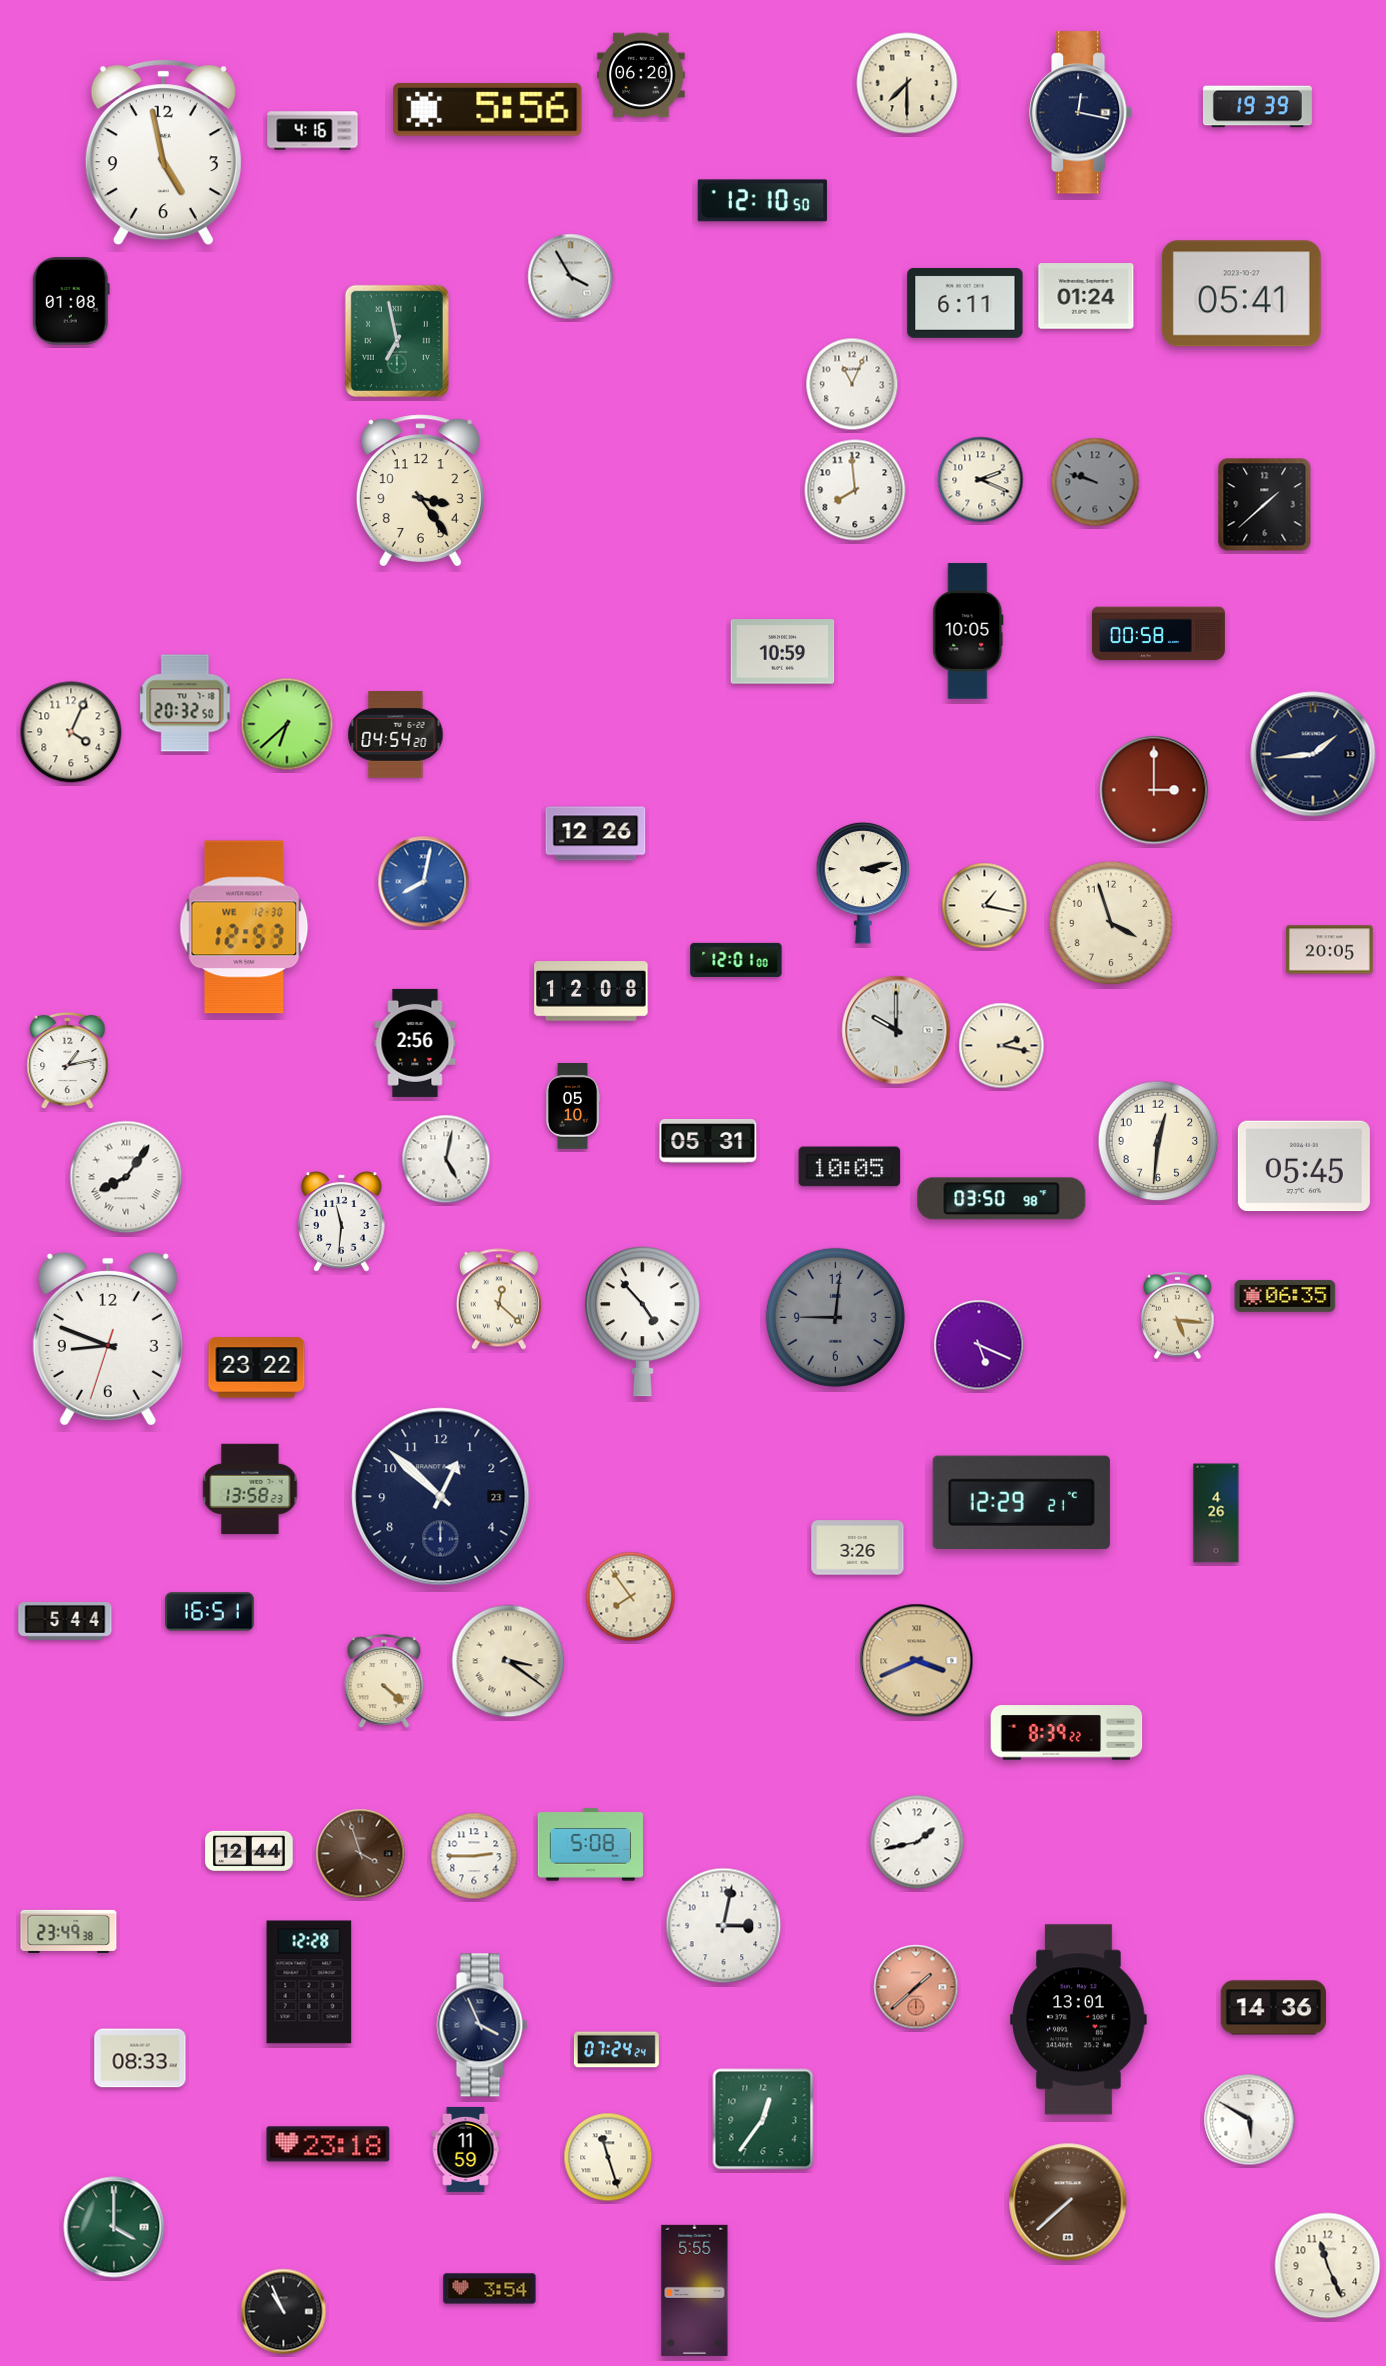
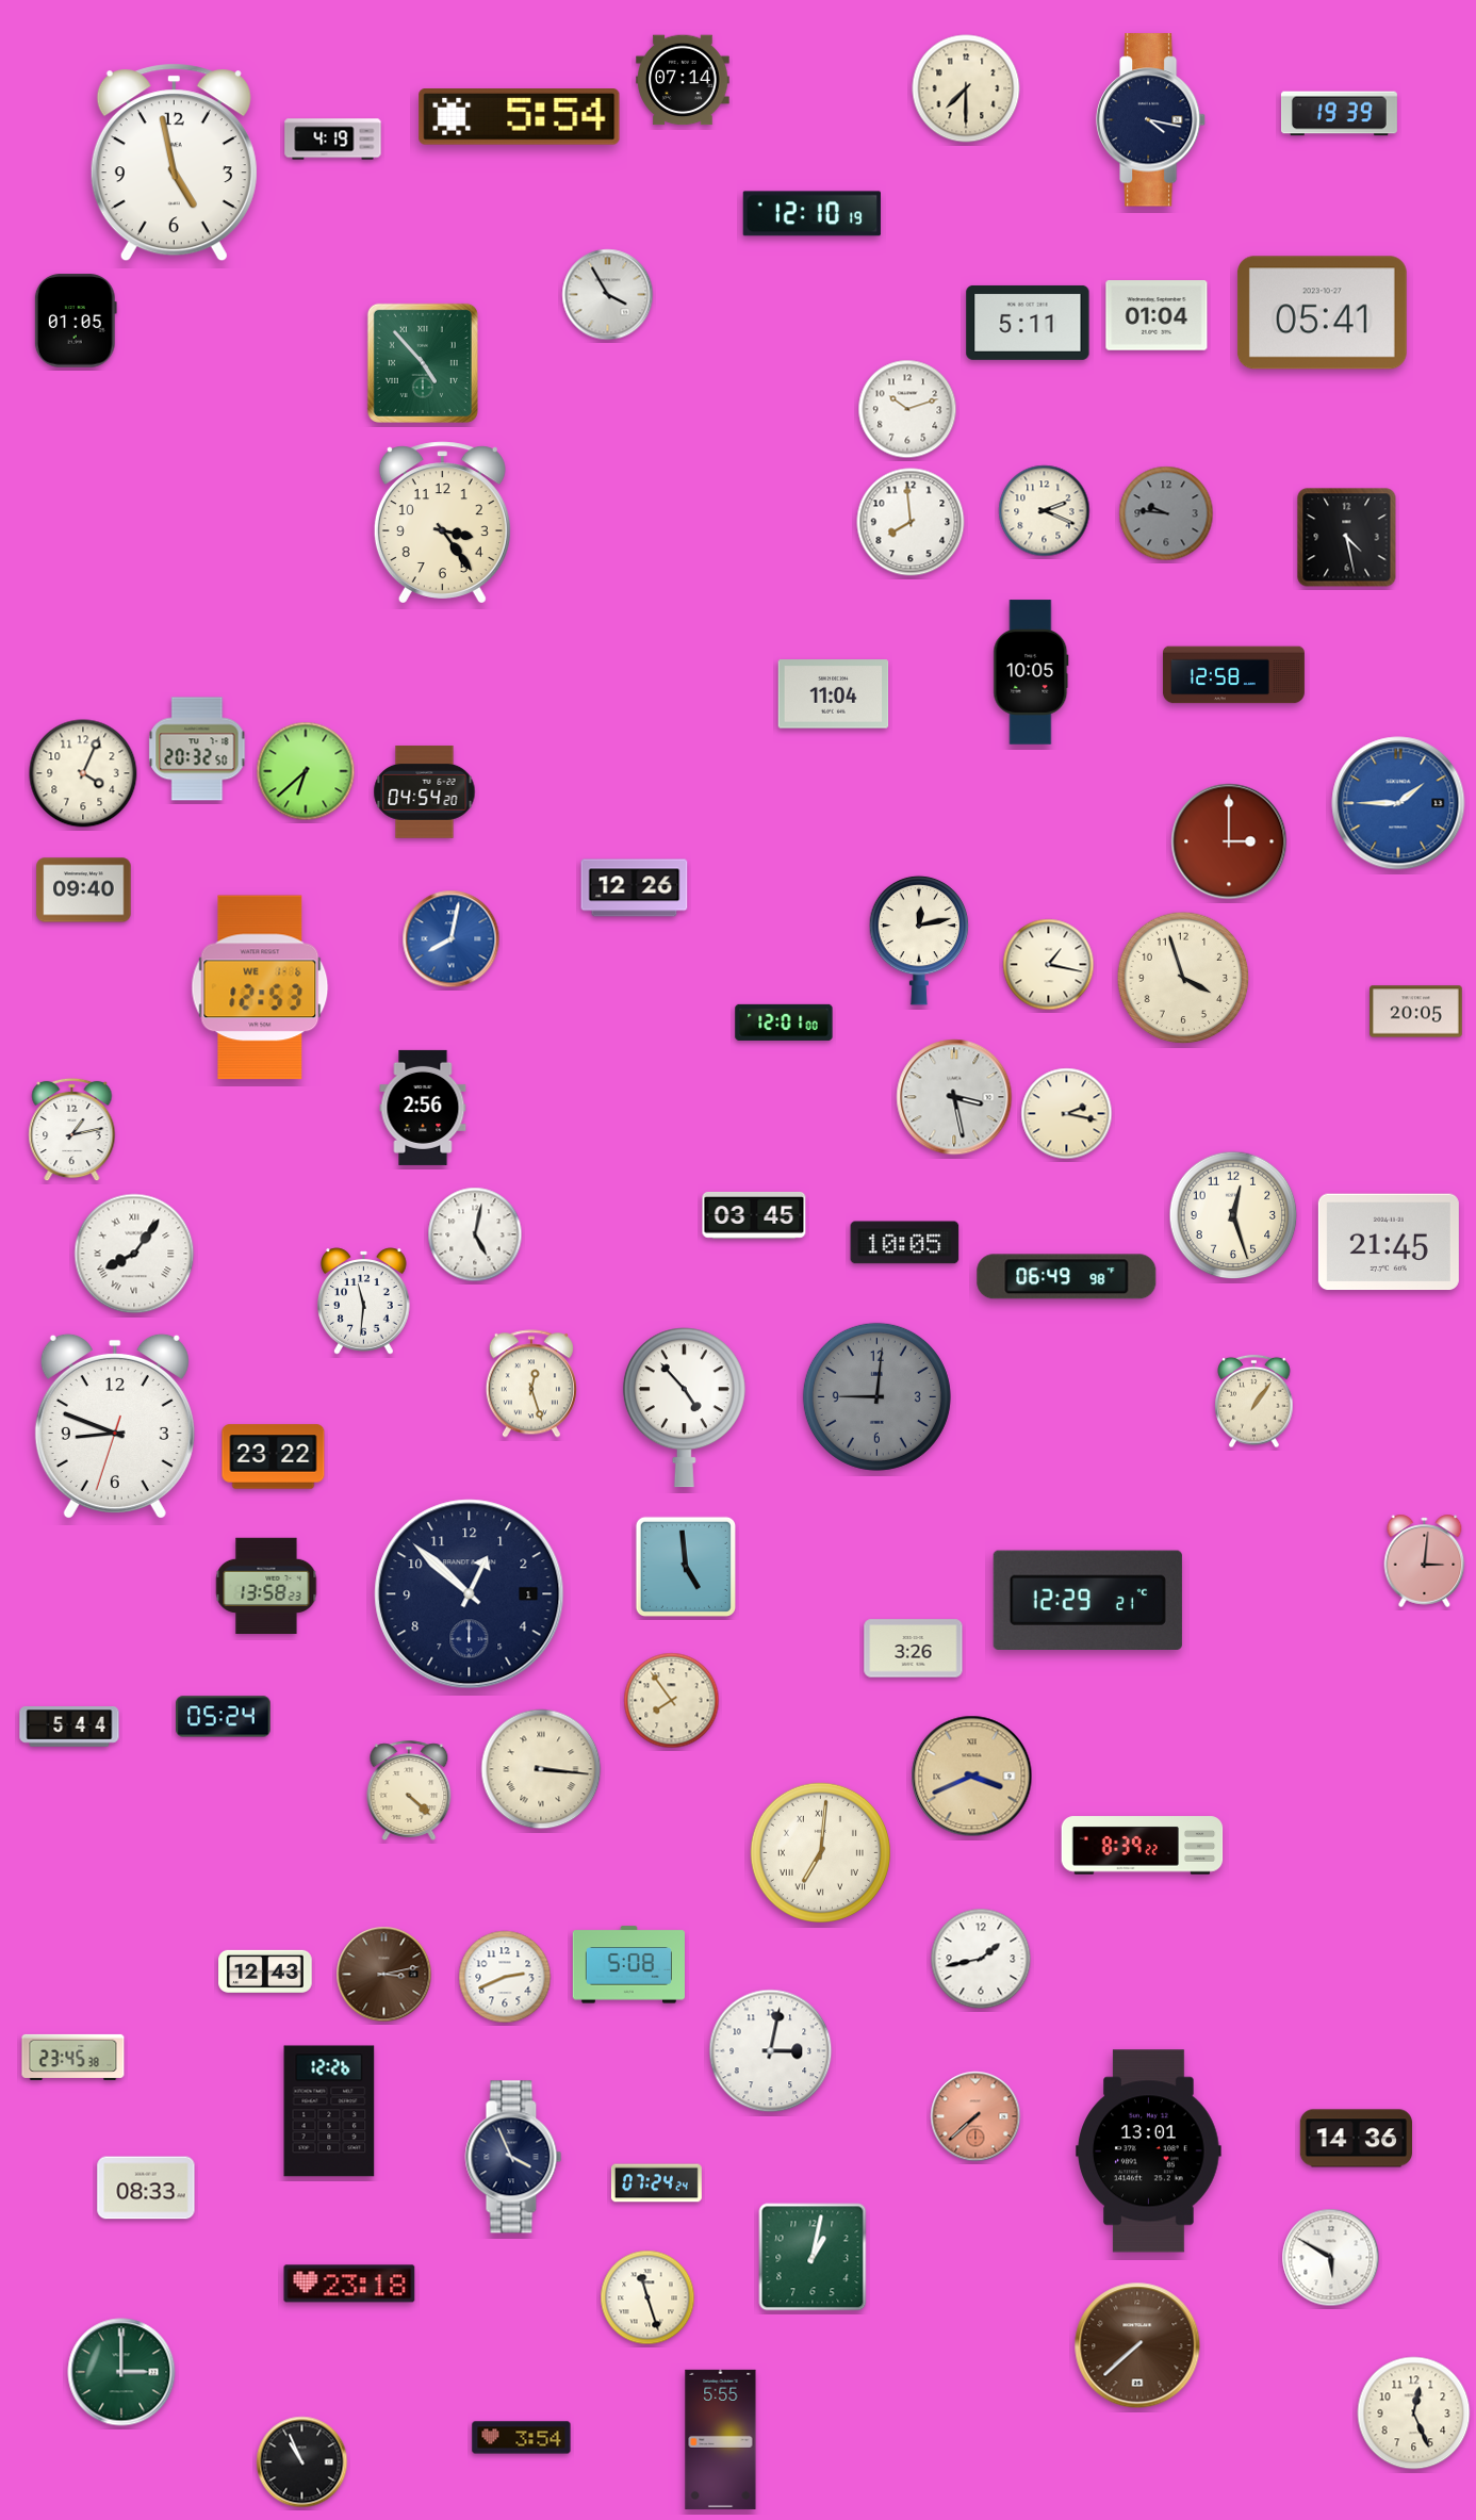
clock at (641, 75): 06:20 -> 07:14
clock at (488, 110): 5:56 -> 5:54
clock at (1081, 113): 12:17 -> 4:17
clock at (313, 131): 4:16 -> 4:19
clock at (762, 201): 12:10:50 -> 12:10:19
clock at (1086, 296): 01:24 -> 01:04
clock at (71, 301): 01:08 -> 01:05
clock at (965, 303): 6:11 -> 5:11
clock at (397, 341): 6:58 -> 4:53
clock at (852, 384): 11:04 -> 10:12
clock at (1095, 482): 9:48 -> 9:46
clock at (420, 491) position: (420, 491) -> (442, 523)
clock at (1265, 505): 1:38 -> 4:28
clock at (1158, 634): 00:58 -> 12:58
clock at (783, 652): 10:59 -> 11:04
clock at (71, 732) position: (71, 732) -> (83, 773)
clock at (396, 735) position: (396, 735) -> (425, 792)
clock at (1313, 754): 1:44 -> 1:45
clock at (1313, 754) dial: navy -> blue
clock at (84, 890): none -> 09:40
clock at (863, 883): 3:13 -> 12:13
clock at (1111, 923) position: (1111, 923) -> (1183, 978)
clock at (244, 927) date: WE 12-30 -> WE 1-6
clock at (591, 991): 12:08 -> none
clock at (896, 1030): 10:00 -> 3:28
clock at (415, 1043) position: (415, 1043) -> (423, 1108)
clock at (573, 1107): 05:10 -> none
clock at (708, 1141): 05:31 -> 03:45
clock at (1158, 1141): 12:31 -> 12:27
clock at (1304, 1166): 05:45 -> 21:45
clock at (1002, 1199): 03:50 -> 06:49
clock at (1285, 1296): 06:35 -> none
clock at (499, 1299): 12:22 -> 12:27
clock at (1178, 1316): 5:16 -> 1:06
clock at (835, 1317) position: (835, 1317) -> (876, 1396)
clock at (979, 1345): 5:19 -> none
clock at (1425, 1560): none -> 3:01
clock at (685, 1566): none -> 4:59
clock at (441, 1497) date: 23 -> 1
clock at (1216, 1513): 4:26 -> none
clock at (210, 1612): 16:51 -> 05:24
clock at (508, 1661): 3:21 -> 3:16
clock at (917, 1661) position: (917, 1661) -> (972, 1777)
clock at (1067, 1733) position: (1067, 1733) -> (1143, 1846)
clock at (820, 1852): none -> 7:01
clock at (917, 1842) position: (917, 1842) -> (981, 1959)
clock at (249, 1851): 12:44 -> 12:43
clock at (361, 1854): 3:57 -> 3:13
clock at (474, 1856): 2:45 -> 2:41
clock at (69, 1931): 23:49 -> 23:45
clock at (309, 1982): 12:28 -> 12:26
clock at (916, 1987): 1:38 -> 7:38
clock at (140, 2058) position: (140, 2058) -> (146, 2188)
clock at (763, 2119): 12:36 -> 1:02
clock at (466, 2149): 11:59 -> none
clock at (114, 2227): 4:00 -> 3:00
clock at (1328, 2266): 11:26 -> 12:26
clock at (695, 2290) position: (695, 2290) -> (721, 2439)
